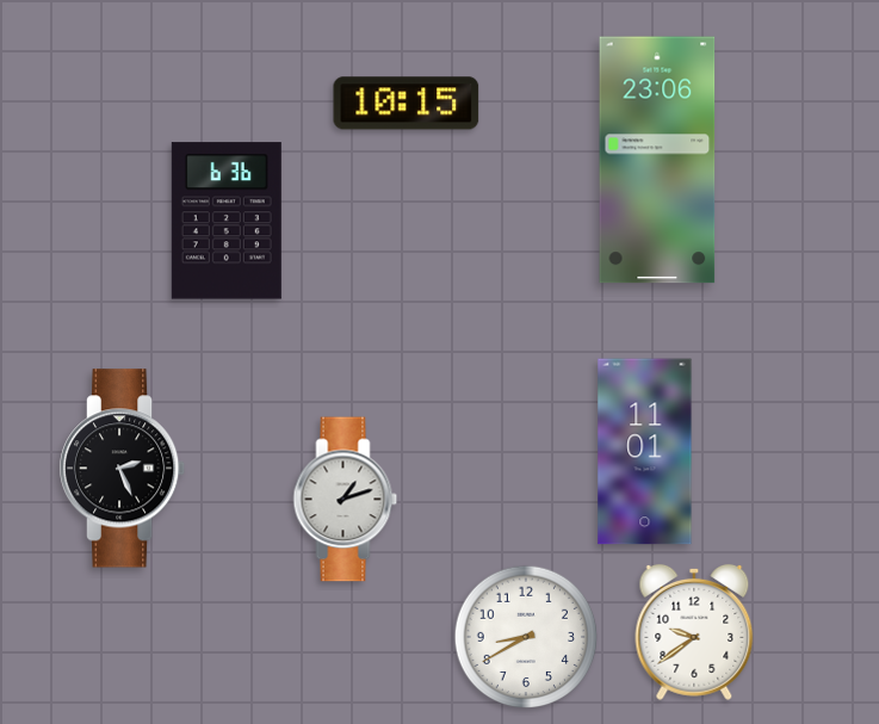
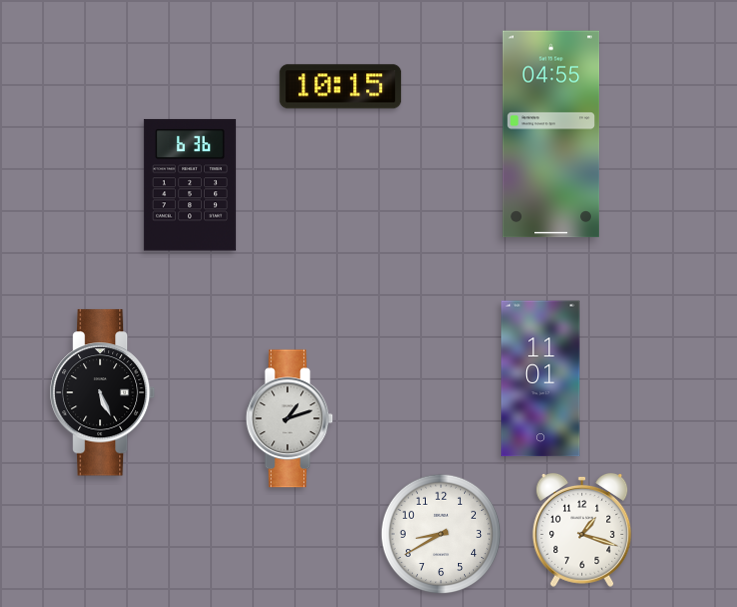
clock at (657, 160): 23:06 -> 04:55
clock at (123, 469): 2:26 -> 5:26
clock at (694, 632): 9:39 -> 1:18
